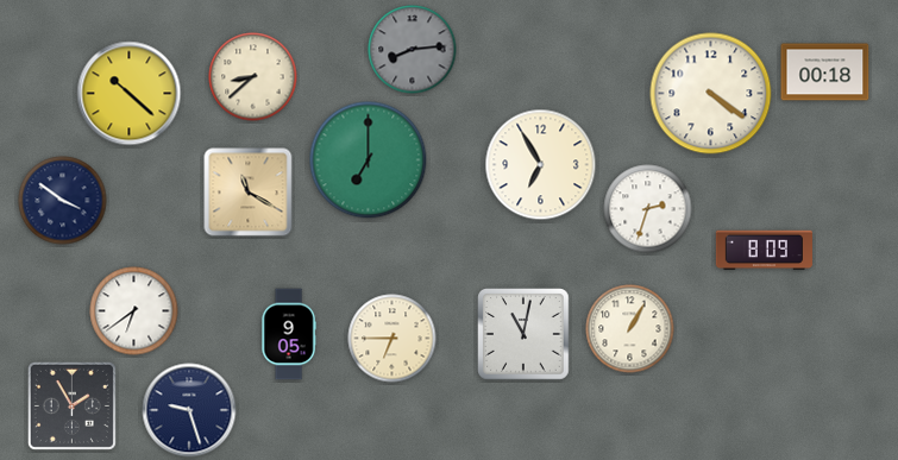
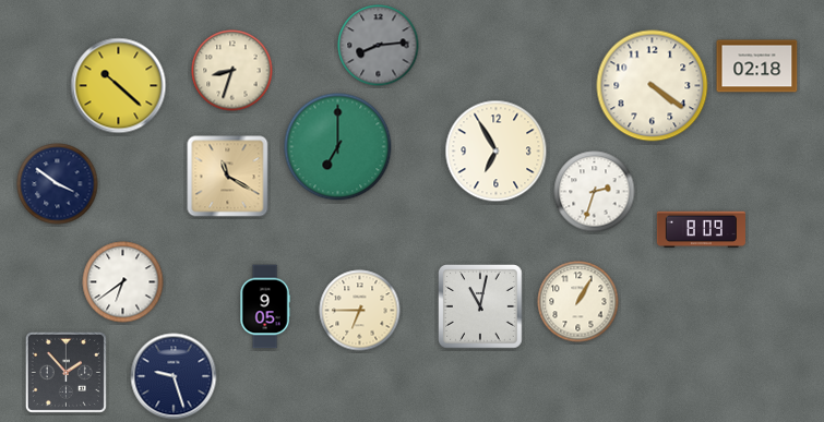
clock at (825, 73): 00:18 -> 02:18
clock at (253, 77): 8:38 -> 8:33
clock at (134, 311) position: (134, 311) -> (123, 282)
clock at (71, 405): 1:55 -> 1:53
